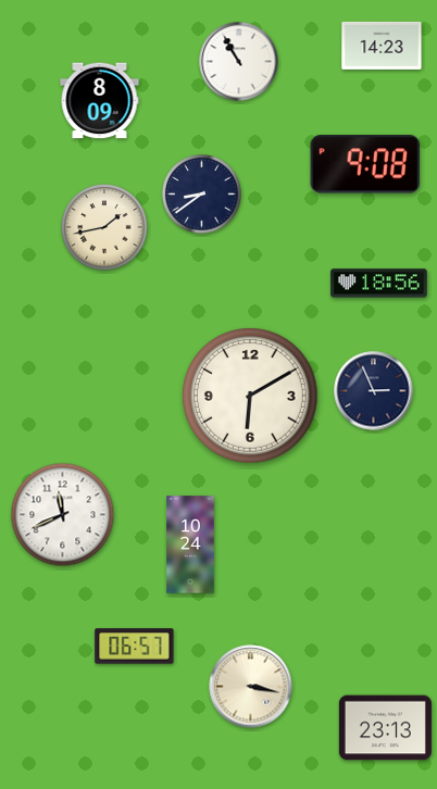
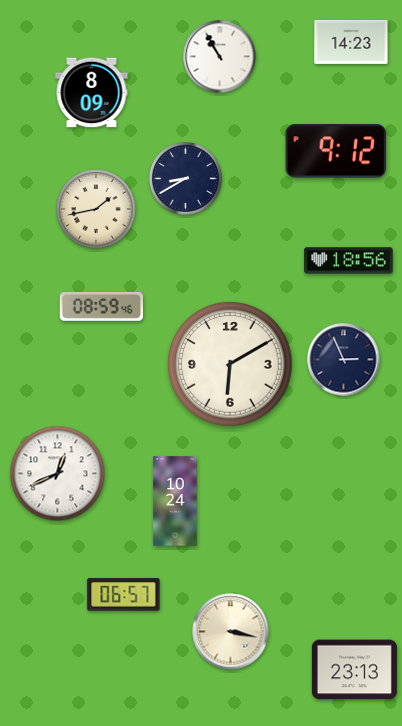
clock at (364, 164): 9:08 -> 9:12
clock at (202, 195): 8:39 -> 8:40
clock at (101, 307): none -> 08:59
clock at (63, 515): 11:41 -> 12:41
